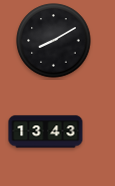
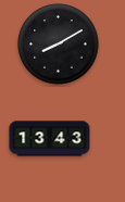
clock at (46, 132) position: (46, 132) -> (50, 139)
